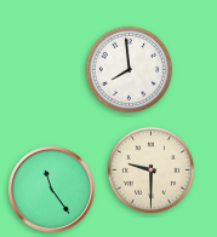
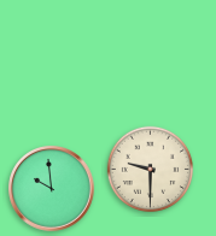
clock at (130, 70): 7:59 -> none
clock at (52, 190): 11:24 -> 9:59
